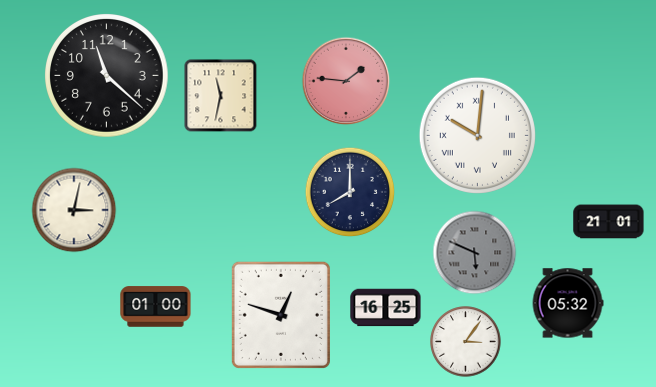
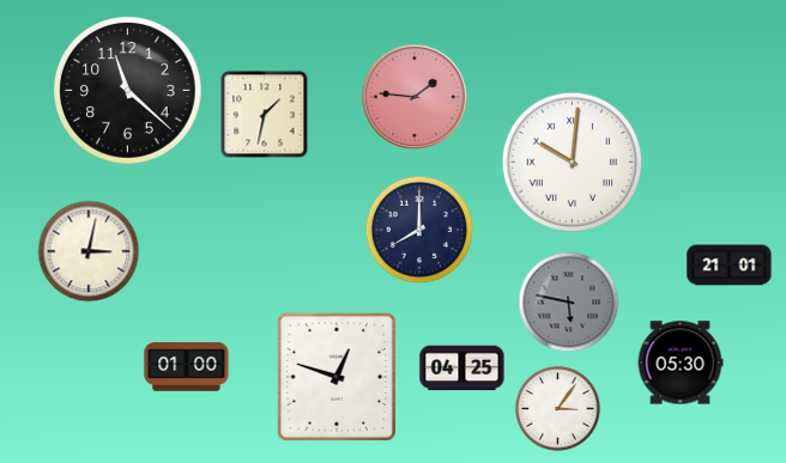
clock at (221, 96): 11:32 -> 1:32
clock at (475, 253): 5:49 -> 5:47
clock at (568, 303): 05:32 -> 05:30
clock at (386, 308): 16:25 -> 04:25
